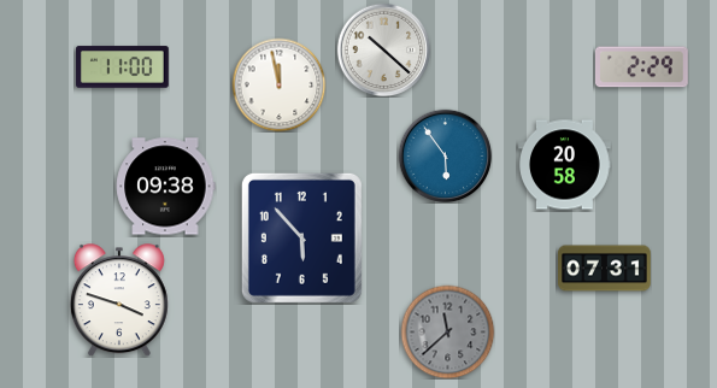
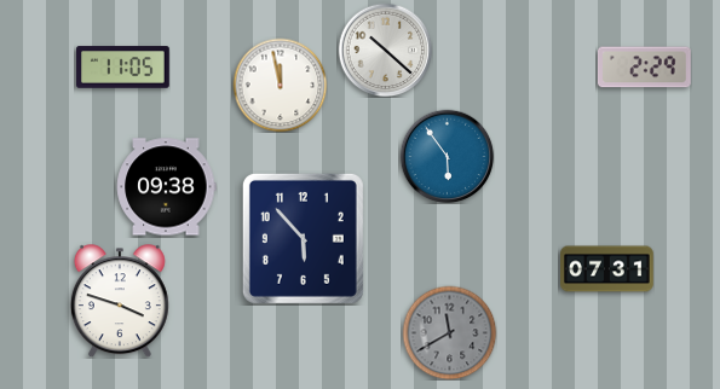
clock at (123, 67): 11:00 -> 11:05
clock at (565, 165): 20:58 -> none
clock at (447, 331): 11:38 -> 11:40
